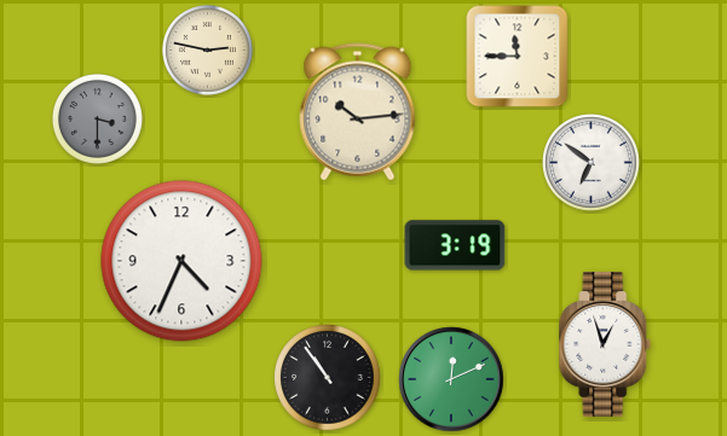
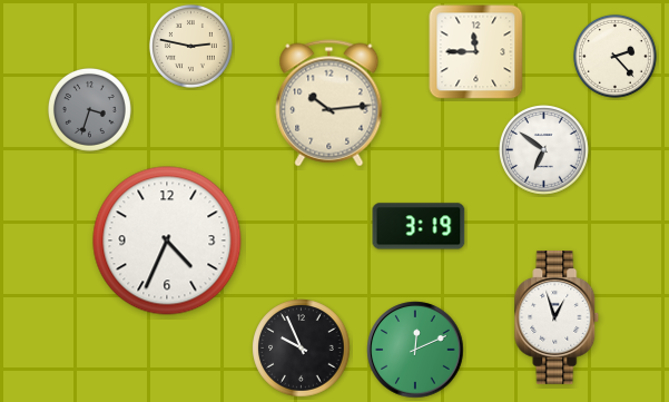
clock at (614, 56): none -> 2:23
clock at (97, 118): 3:30 -> 3:33
clock at (328, 378): 10:54 -> 9:56
